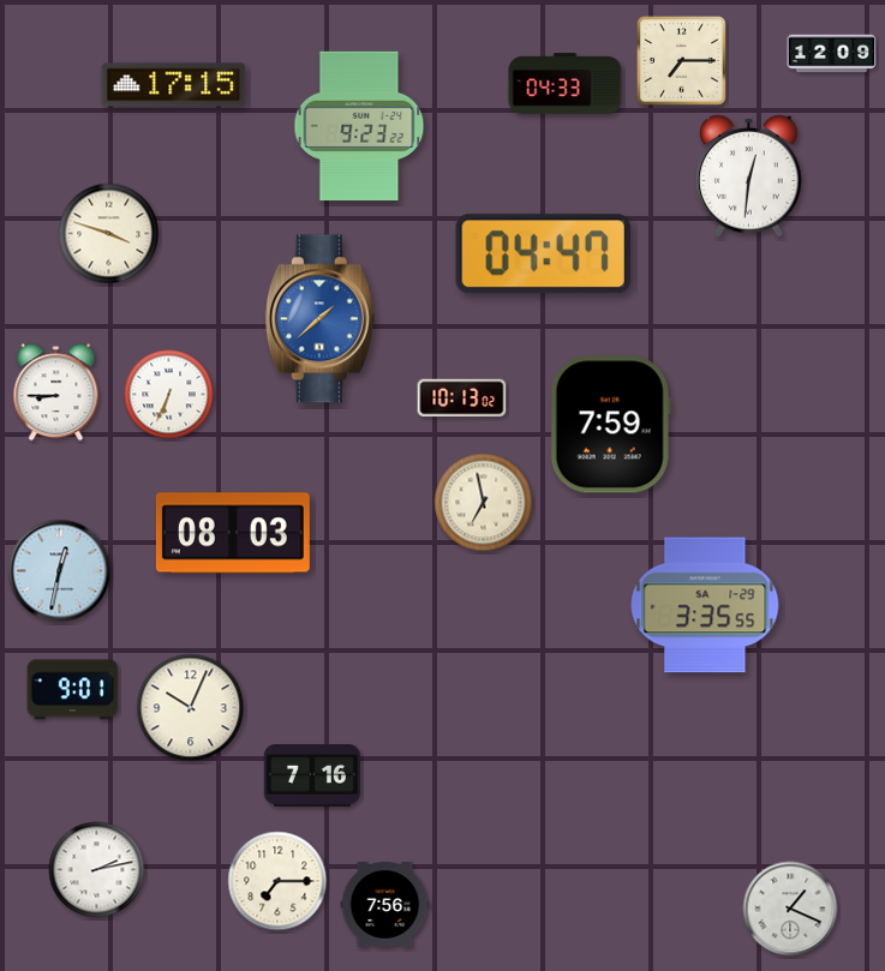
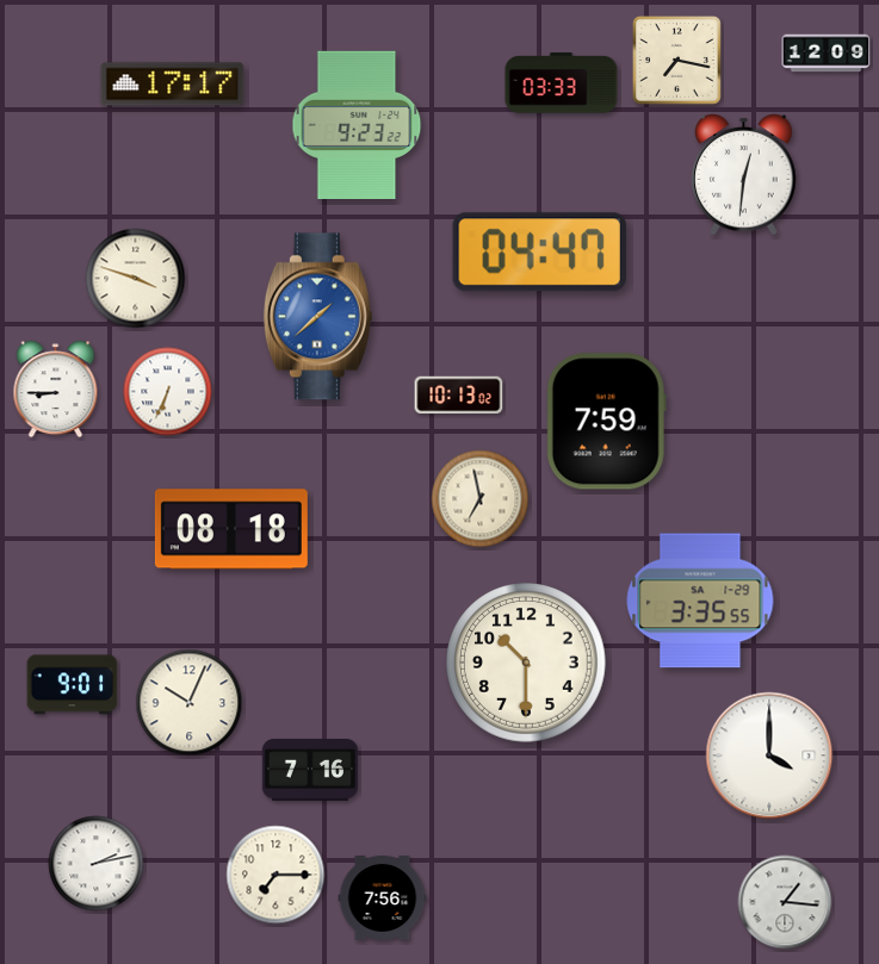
clock at (682, 61): 7:15 -> 7:17
clock at (566, 84): 04:33 -> 03:33
clock at (174, 85): 17:15 -> 17:17
clock at (109, 234) position: (109, 234) -> (136, 279)
clock at (233, 533): 08:03 -> 08:18
clock at (60, 571): 12:32 -> none
clock at (527, 664): none -> 10:30
clock at (769, 755): none -> 4:00
clock at (790, 909): 1:19 -> 1:16
